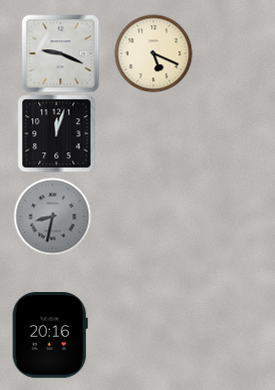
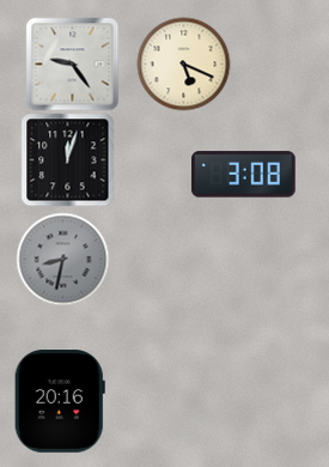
clock at (60, 53): 9:19 -> 9:24
clock at (244, 175): none -> 3:08
